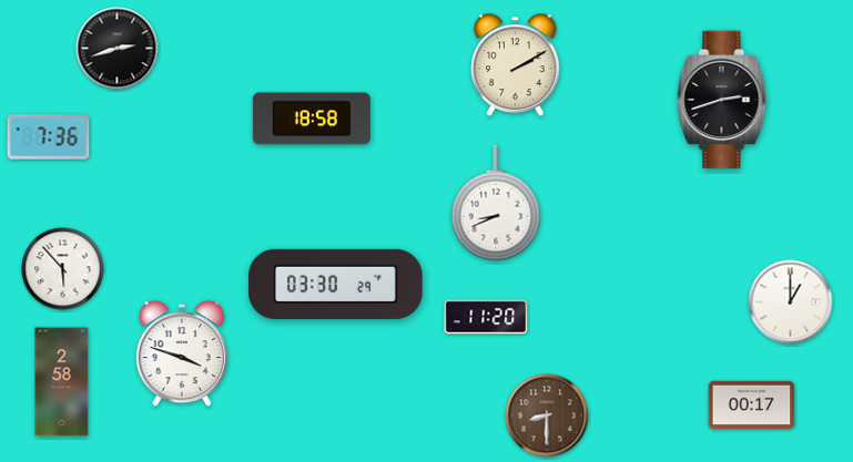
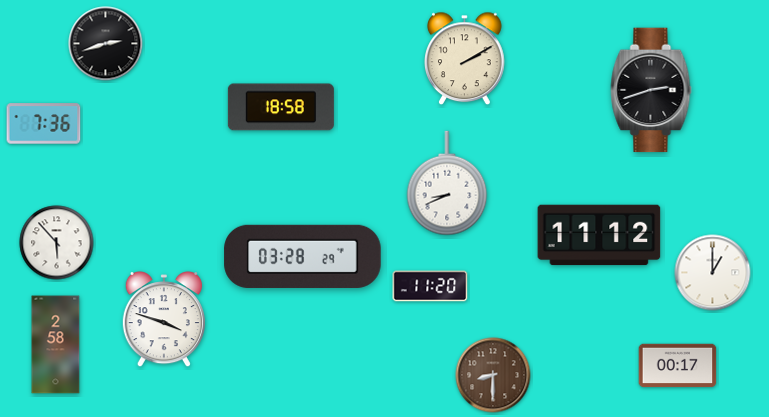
clock at (599, 235): none -> 11:12
clock at (336, 284): 03:30 -> 03:28
clock at (486, 317) position: (486, 317) -> (430, 286)
